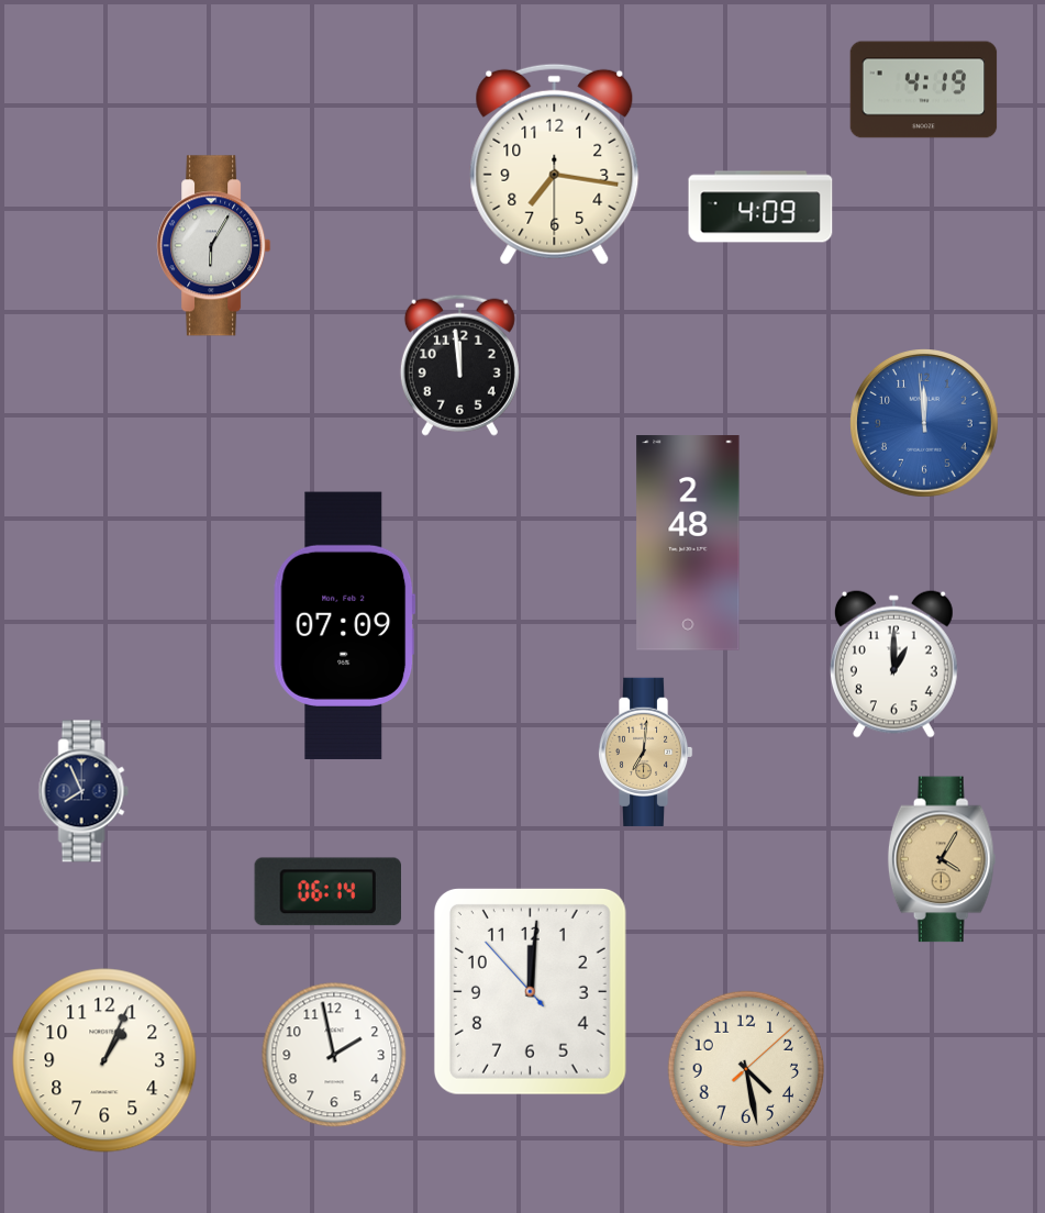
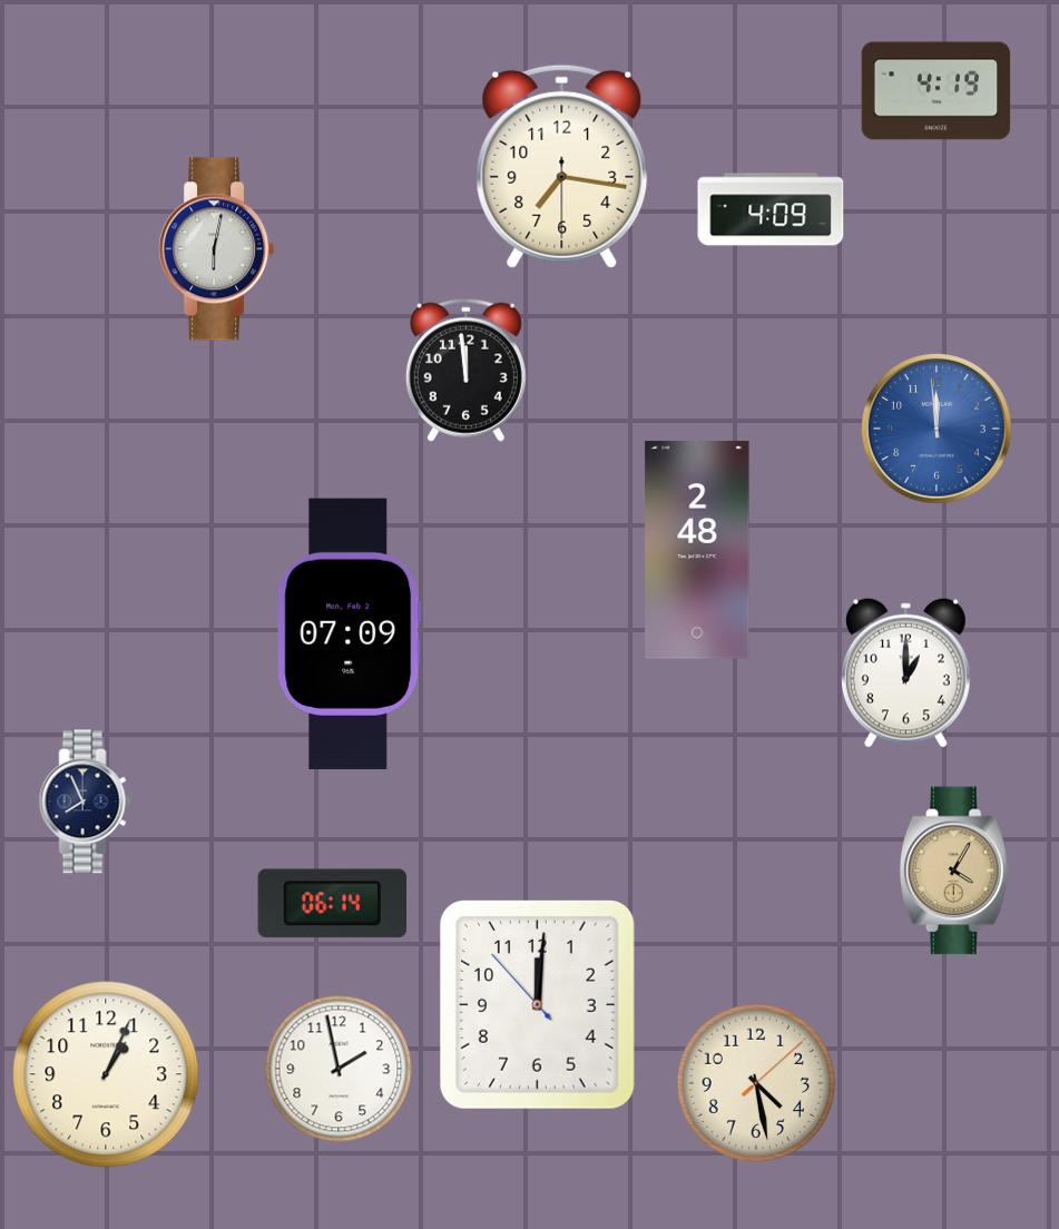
clock at (214, 246): 6:05 -> 6:02
clock at (645, 752): 7:01 -> none
